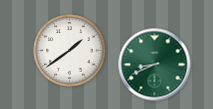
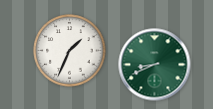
clock at (70, 51): 1:39 -> 1:34
